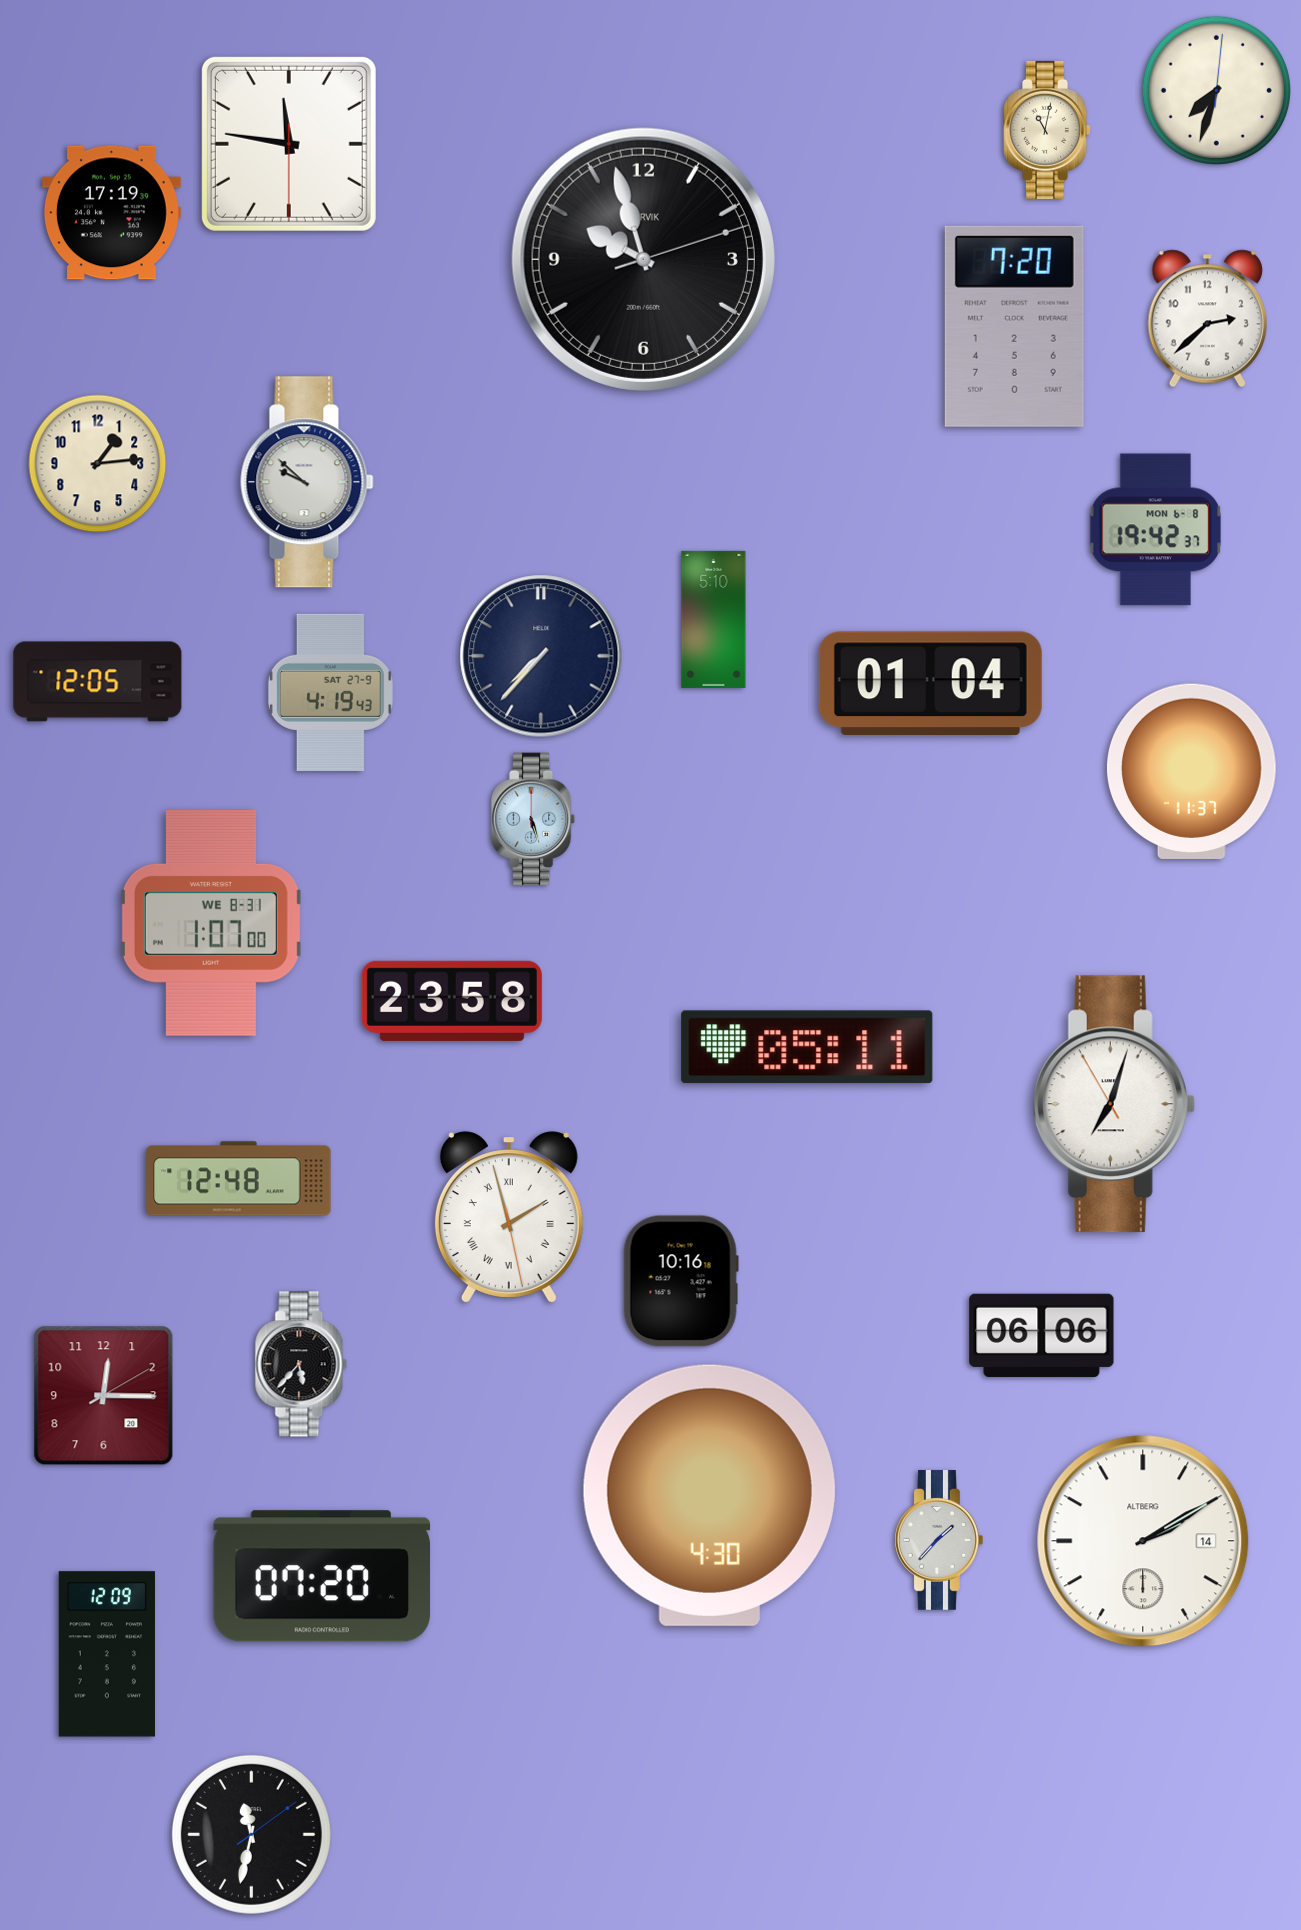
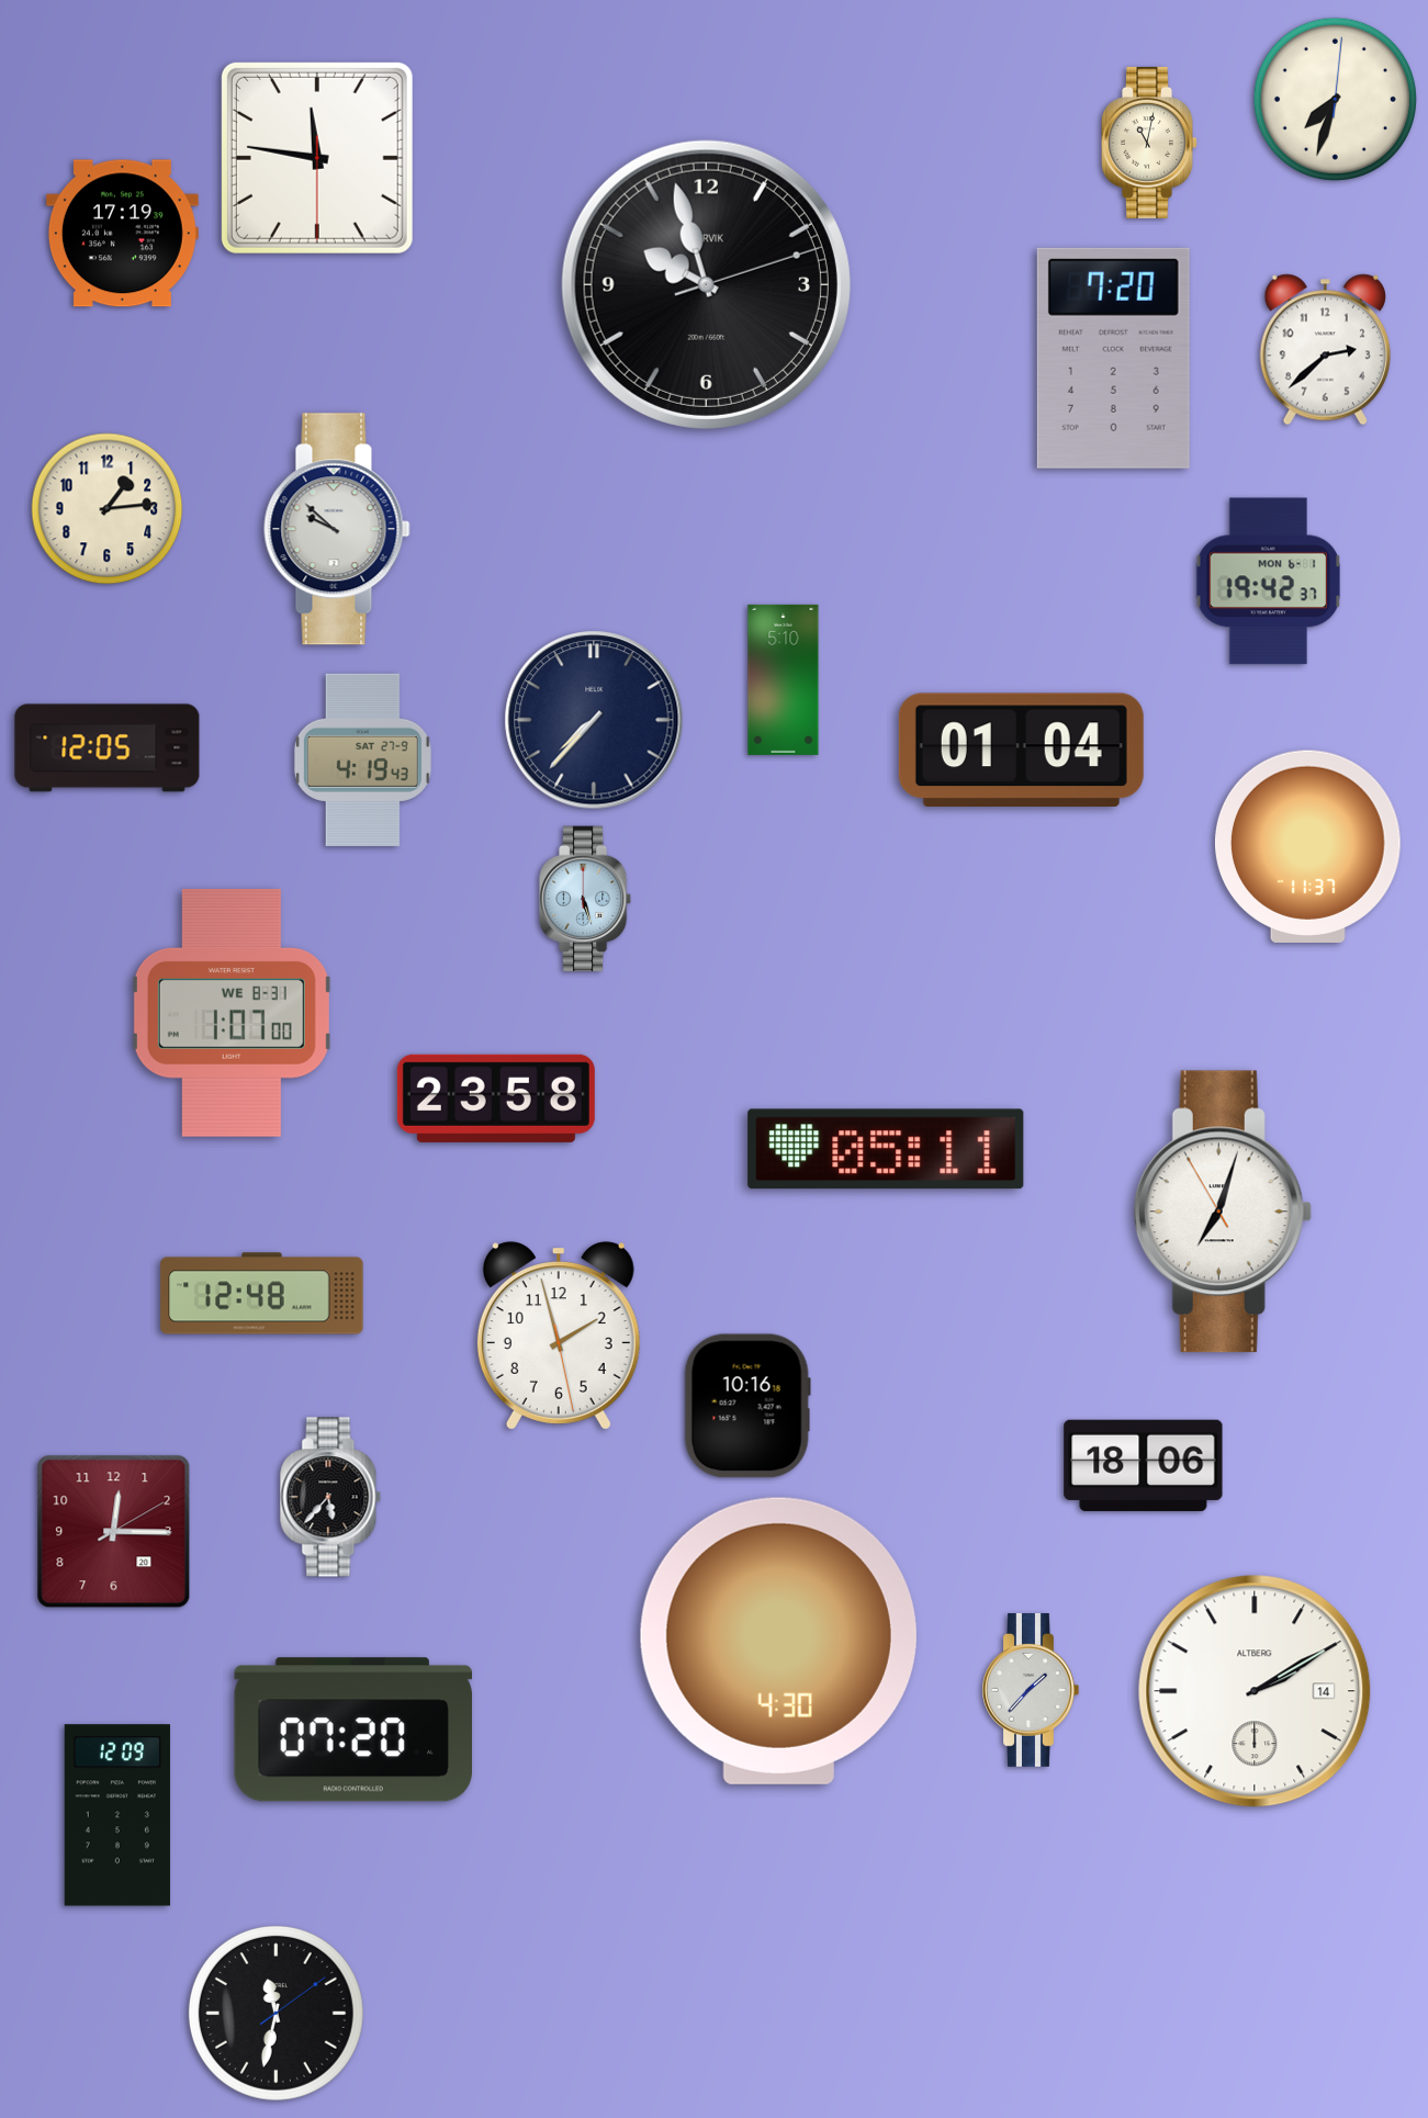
clock at (1156, 530) date: MON 6-8 -> MON 6-1
clock at (509, 1217) numerals: Roman -> Arabic
clock at (1042, 1335): 06:06 -> 18:06
